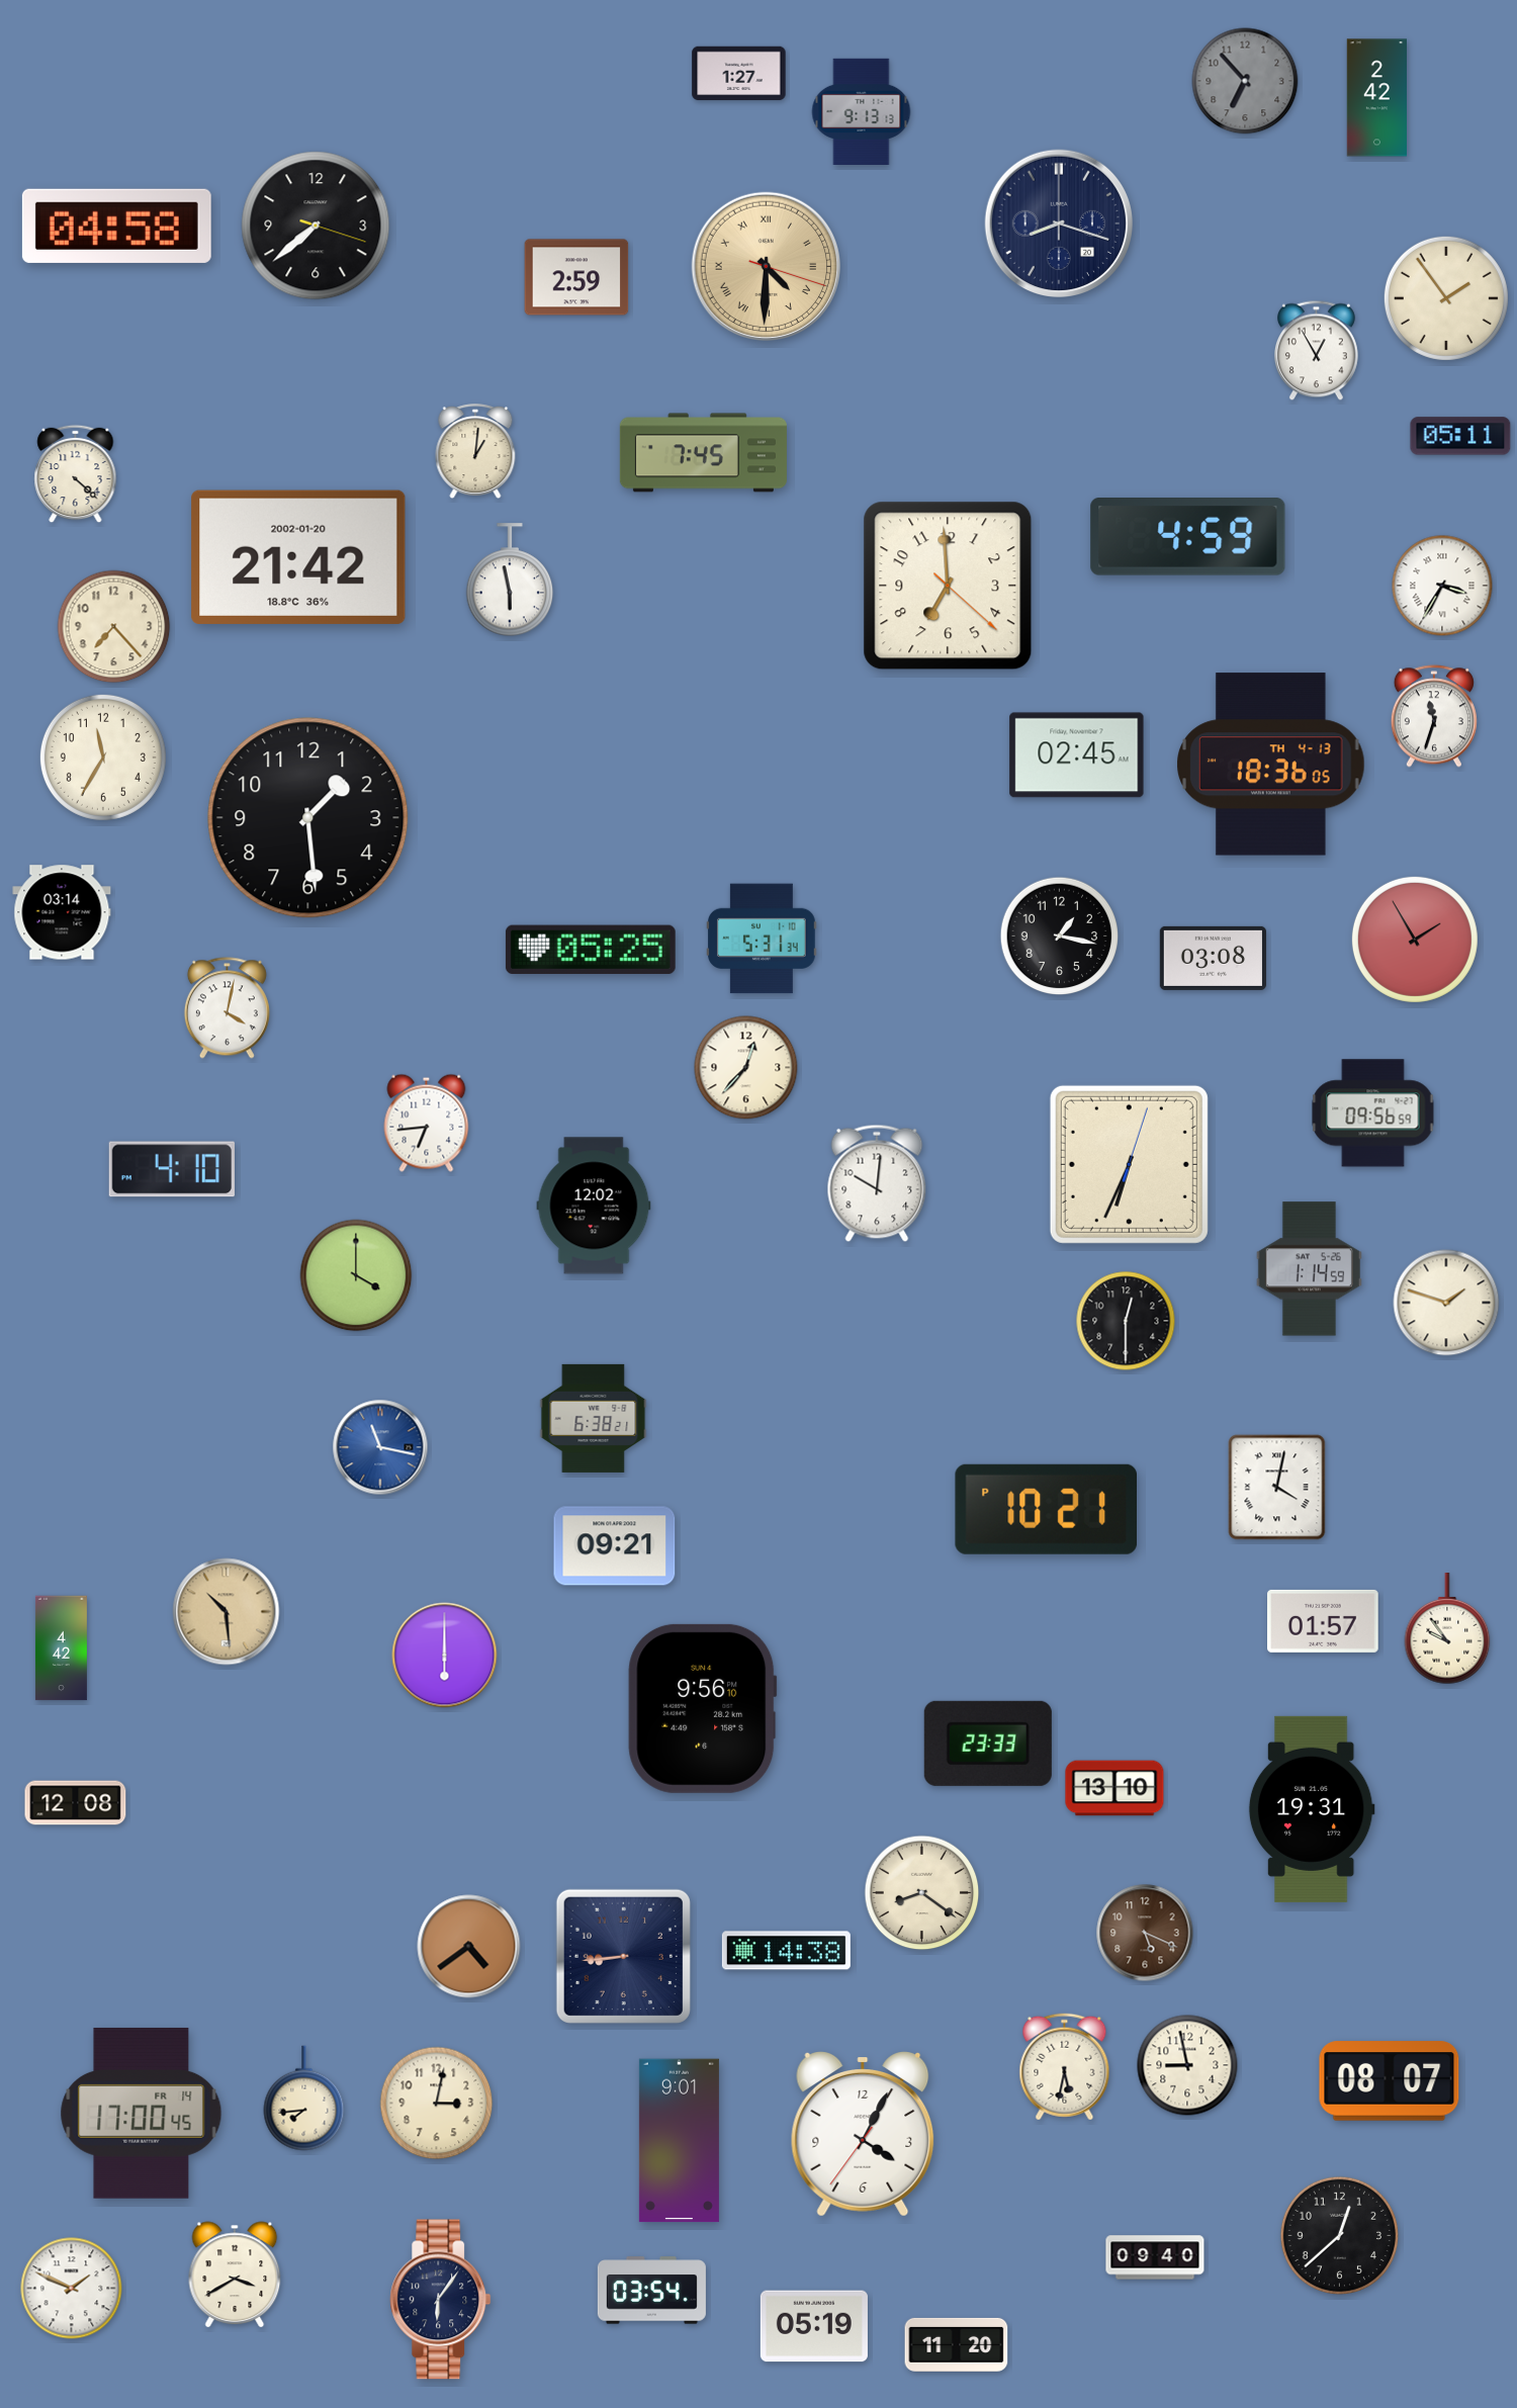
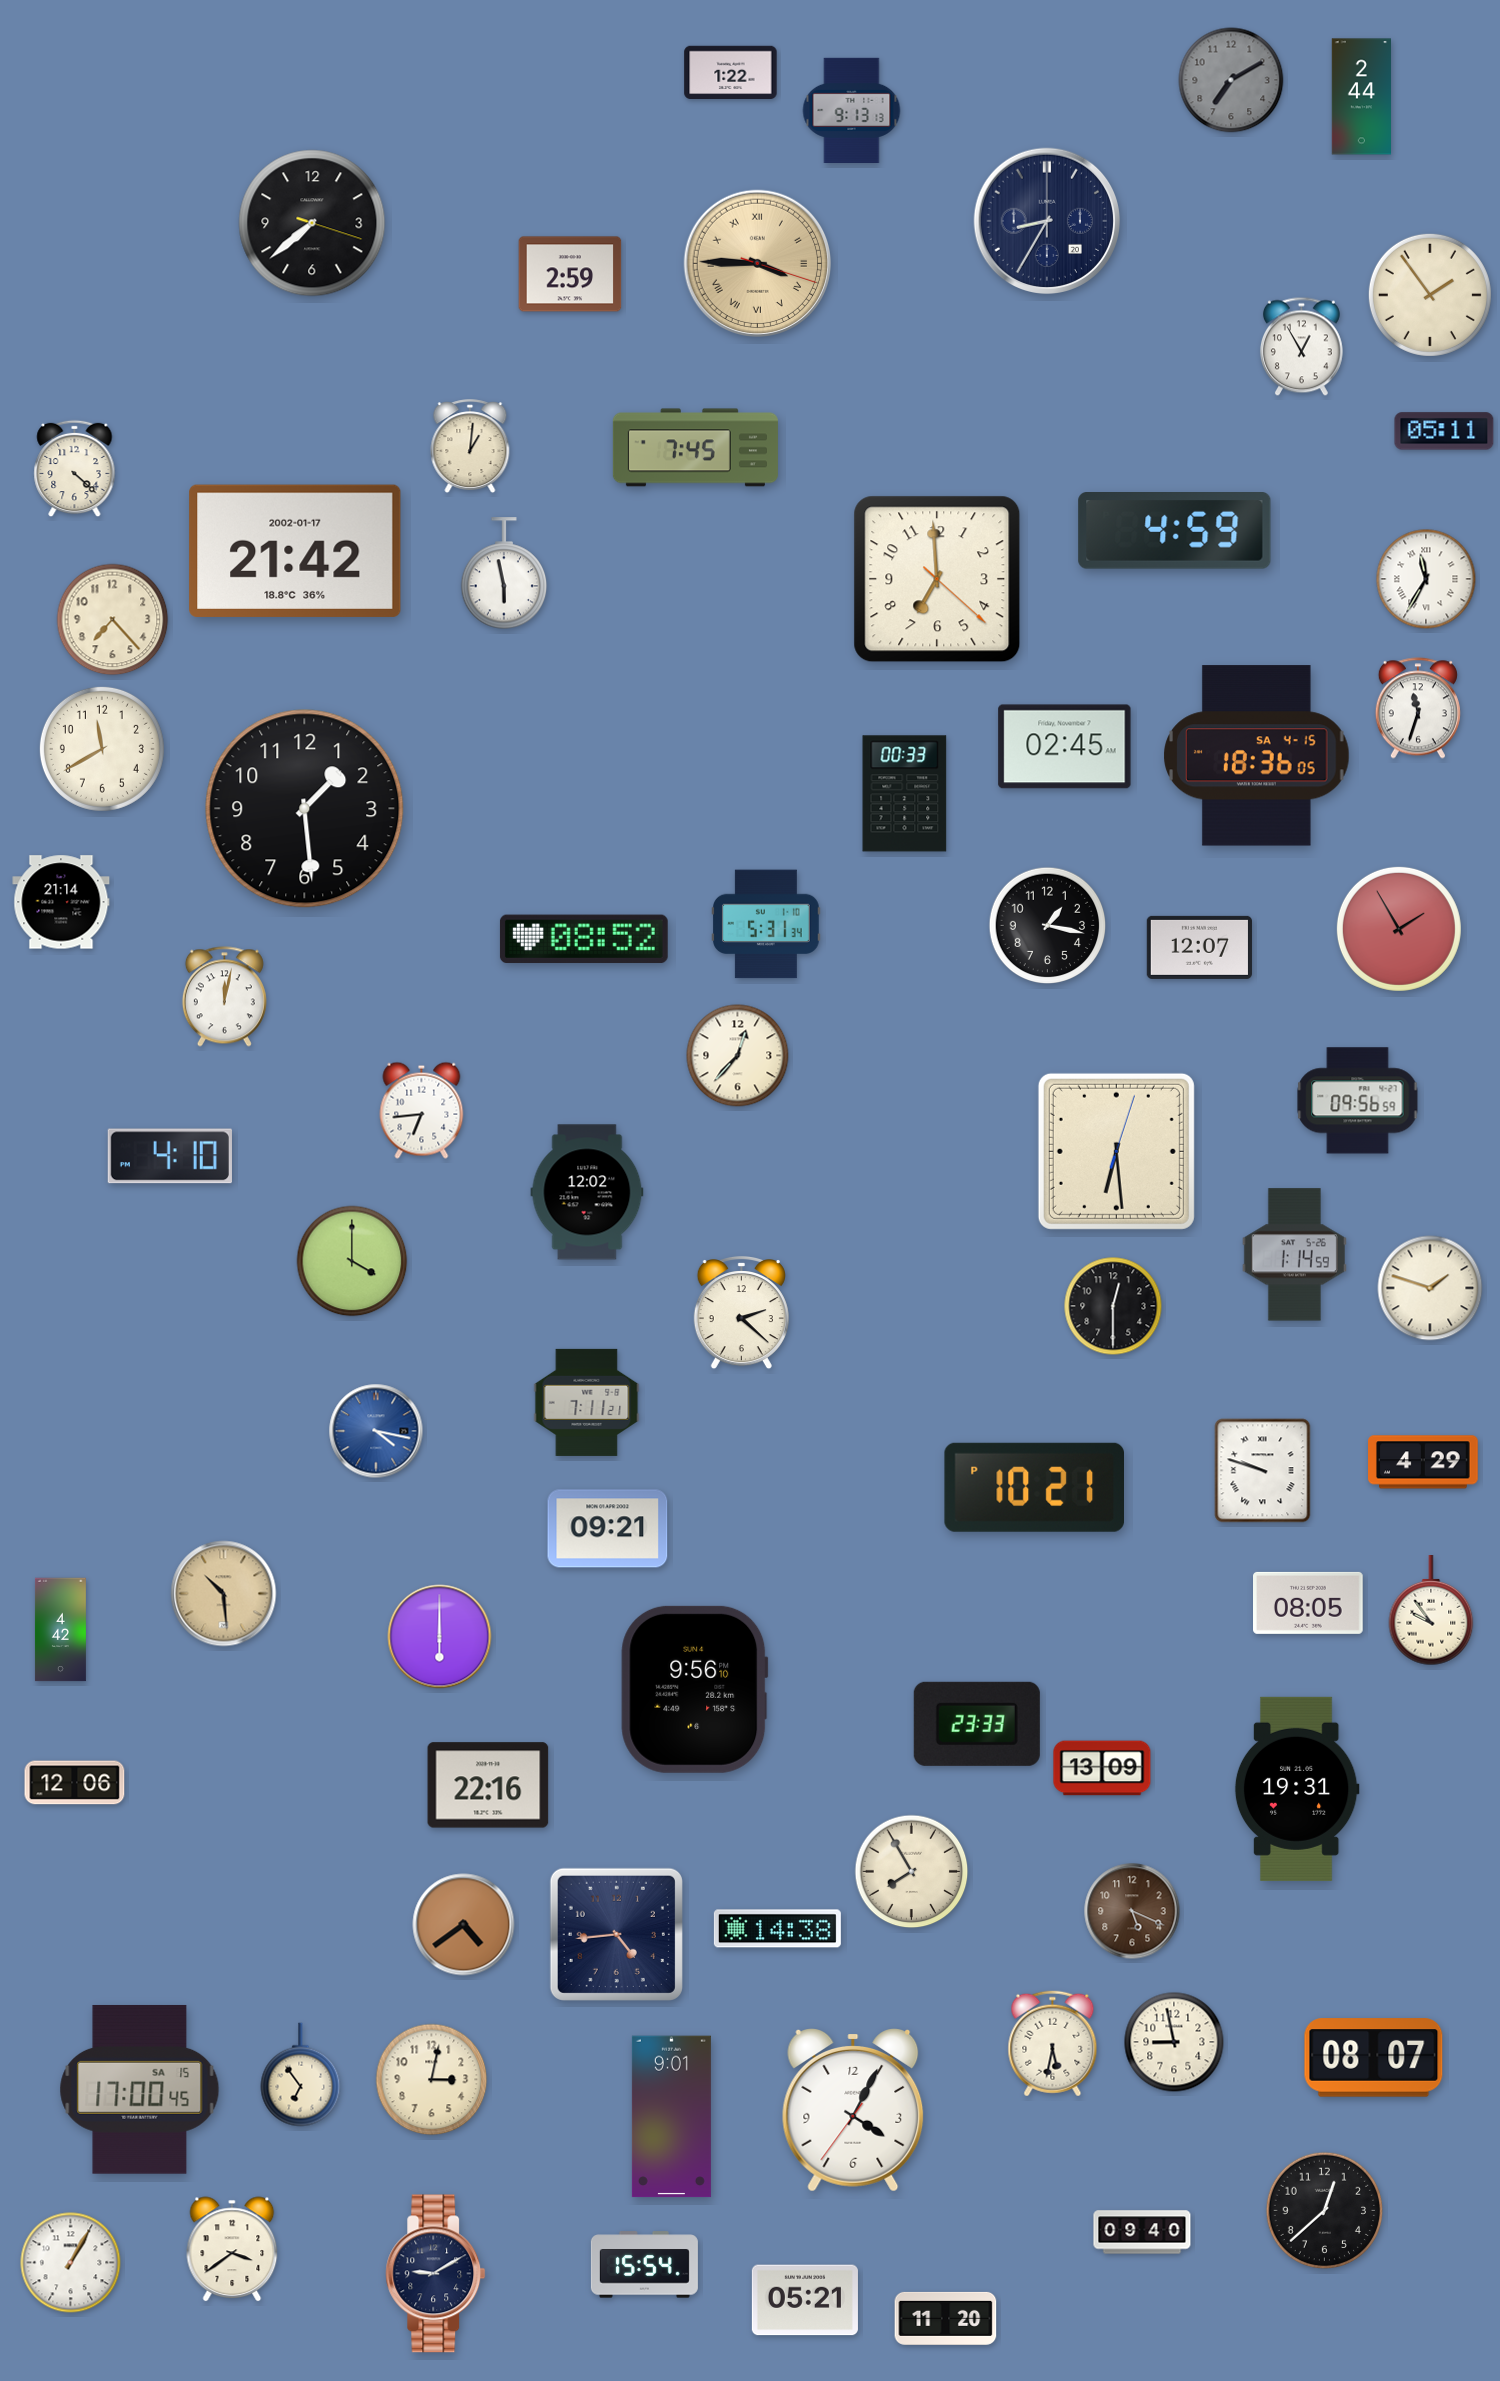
clock at (739, 74): 1:27 -> 1:22
clock at (1245, 81): 6:53 -> 7:10
clock at (1377, 98): 2:42 -> 2:44
clock at (1059, 224): 8:18 -> 8:35
clock at (116, 226): 04:58 -> none
clock at (766, 266): 4:30 -> 3:45
clock at (298, 557) date: 2002-01-20 -> 2002-01-17
clock at (1442, 586): 3:35 -> 11:35
clock at (103, 757): 11:35 -> 11:40
clock at (1271, 765) date: TH 4-13 -> SA 4-15
clock at (905, 794): none -> 00:33
clock at (62, 912): 03:14 -> 21:14
clock at (763, 939) position: (763, 939) -> (767, 924)
clock at (591, 950): 05:25 -> 08:52
clock at (1213, 958): 03:08 -> 12:07
clock at (227, 1008): 4:02 -> 12:02
clock at (1129, 1164): 6:34 -> 6:29
clock at (877, 1183): 10:01 -> none
clock at (741, 1313): none -> 2:22
clock at (594, 1418): 6:38 -> 7:11
clock at (380, 1447): 11:17 -> 4:17
clock at (1423, 1462): none -> 4:29
clock at (1277, 1488): 4:02 -> 9:48
clock at (1046, 1509) position: (1046, 1509) -> (1034, 1487)
clock at (1324, 1621): 01:57 -> 08:05
clock at (1114, 1788): 13:10 -> 13:09
clock at (76, 1803): 12:08 -> 12:06
clock at (488, 1785): none -> 22:16
clock at (922, 1893): 8:21 -> 7:55
clock at (623, 1956): 8:44 -> 4:44
clock at (304, 2099): 7:44 -> 6:54
clock at (142, 2113) date: FR 14 -> SA 15
clock at (235, 2275): 3:40 -> 3:39
clock at (72, 2289): 1:49 -> 1:05
clock at (651, 2291): 03:54 -> 15:54
clock at (441, 2300): 6:06 -> 9:10
clock at (814, 2326): 05:19 -> 05:21
